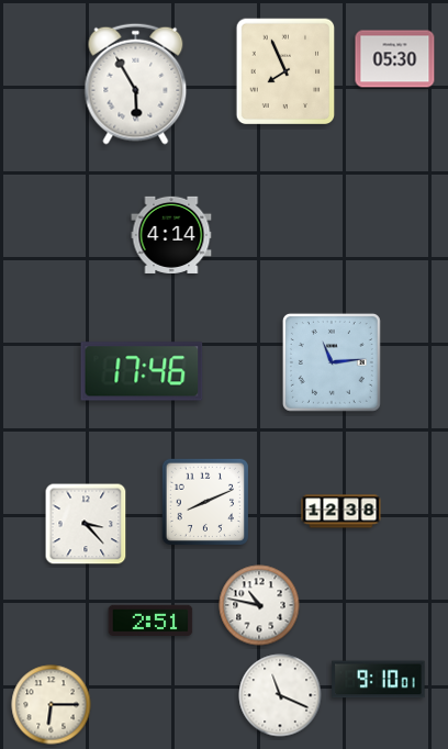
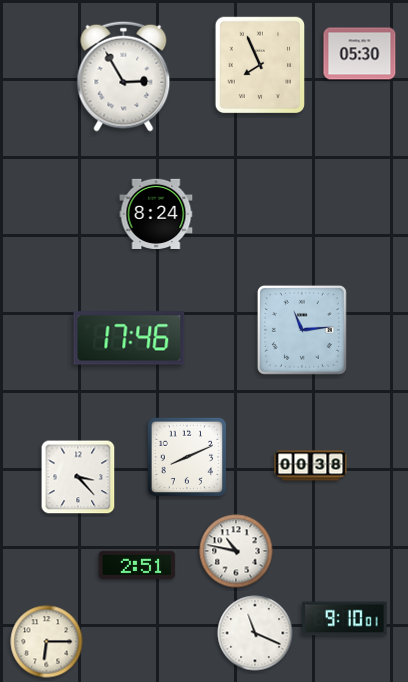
clock at (136, 83): 5:55 -> 2:55
clock at (171, 235): 4:14 -> 8:24
clock at (341, 512): 12:38 -> 00:38
